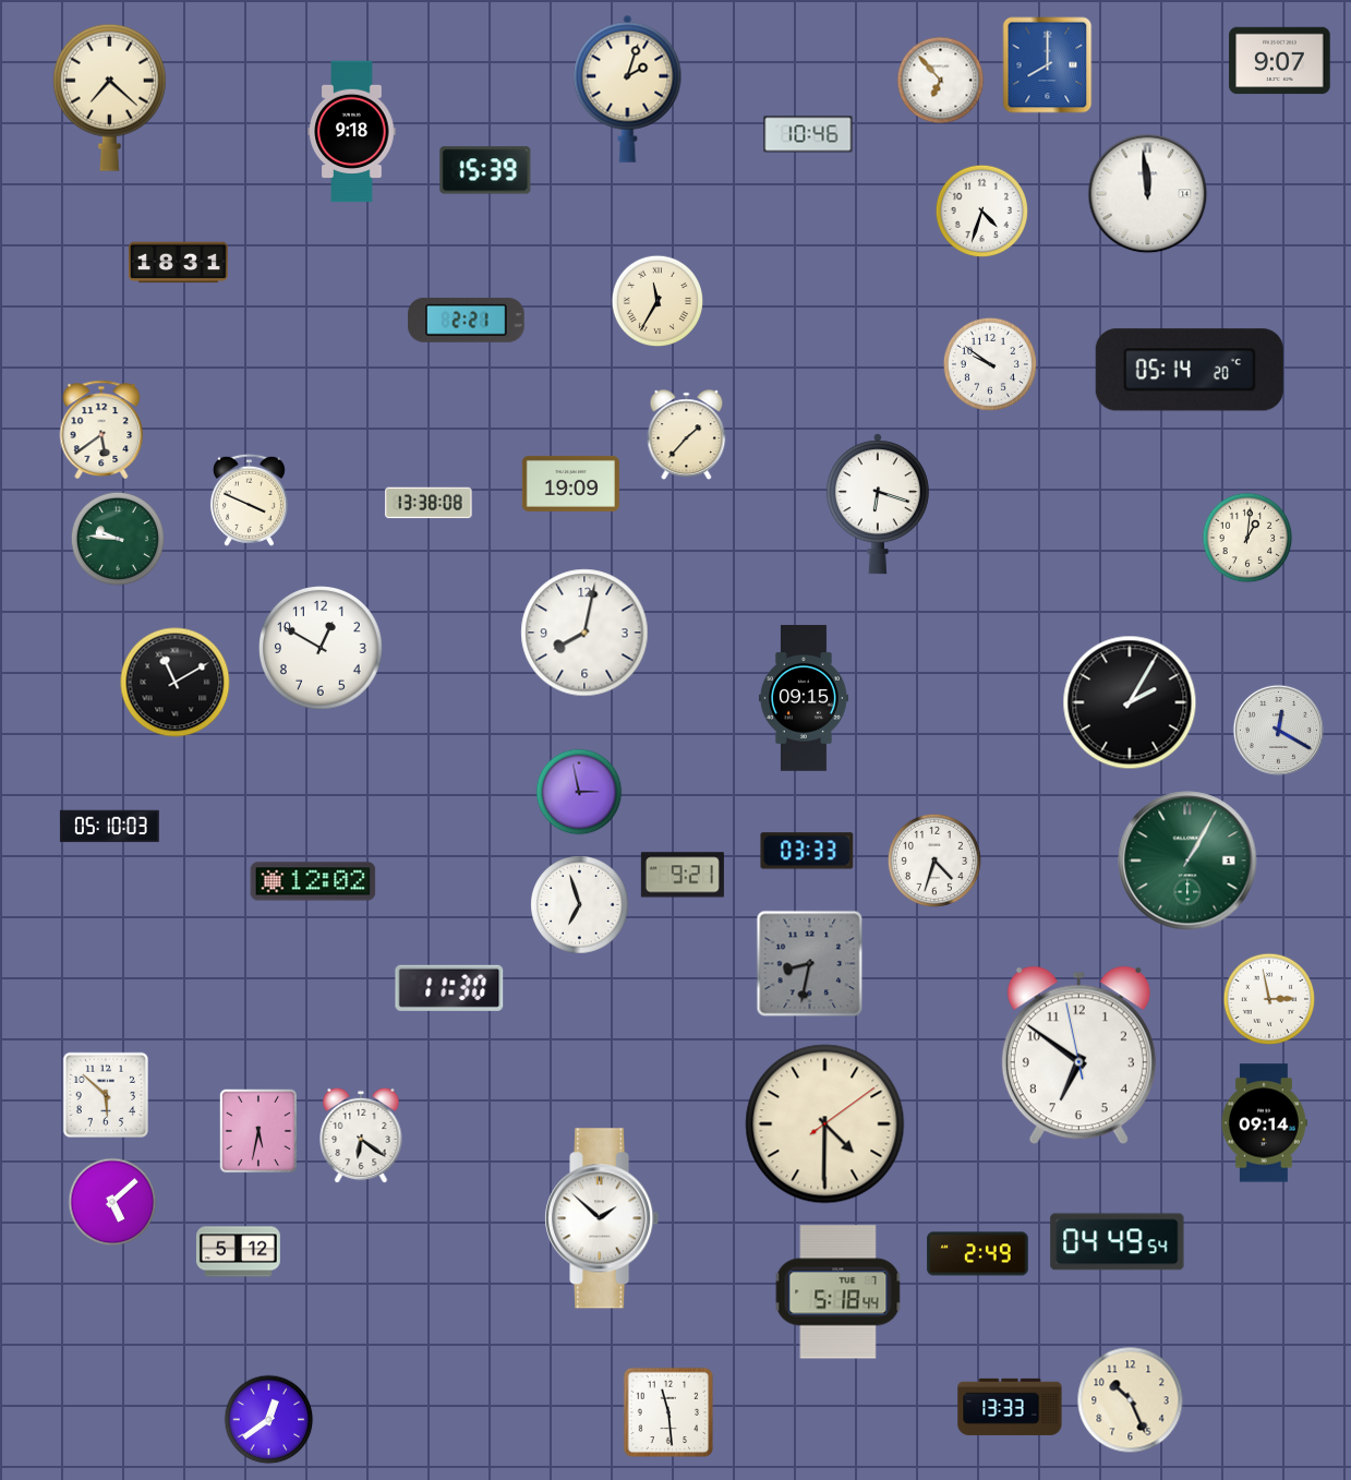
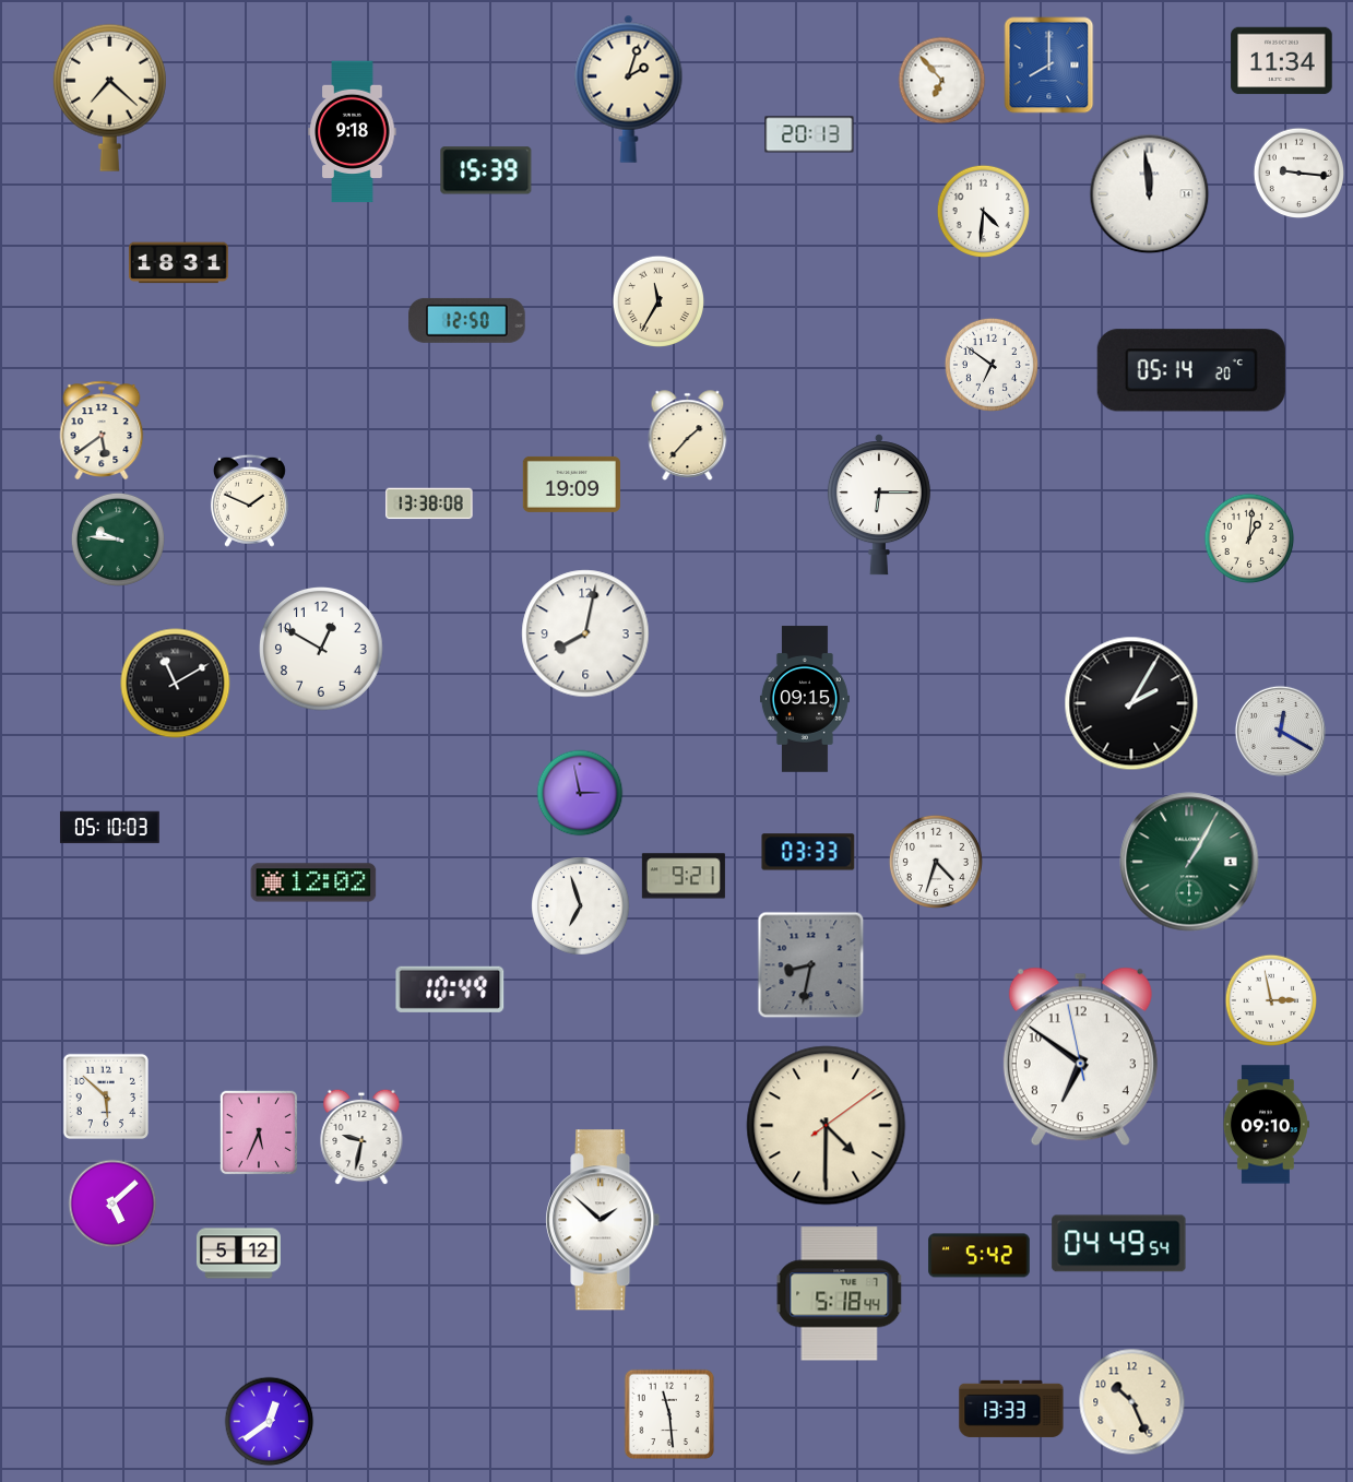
clock at (1280, 61): 9:07 -> 11:34
clock at (808, 134): 10:46 -> 20:13
clock at (1299, 174): none -> 9:16
clock at (981, 210): 4:33 -> 4:31
clock at (467, 320): 2:21 -> 12:50
clock at (990, 364): 9:51 -> 6:51
clock at (249, 500): 3:49 -> 1:49
clock at (878, 504): 6:18 -> 6:15
clock at (449, 988): 11:30 -> 10:49
clock at (1264, 1123): 09:14 -> 09:10
clock at (258, 1131): 5:32 -> 5:34
clock at (361, 1135): 6:21 -> 9:32
clock at (978, 1254): 2:49 -> 5:42
